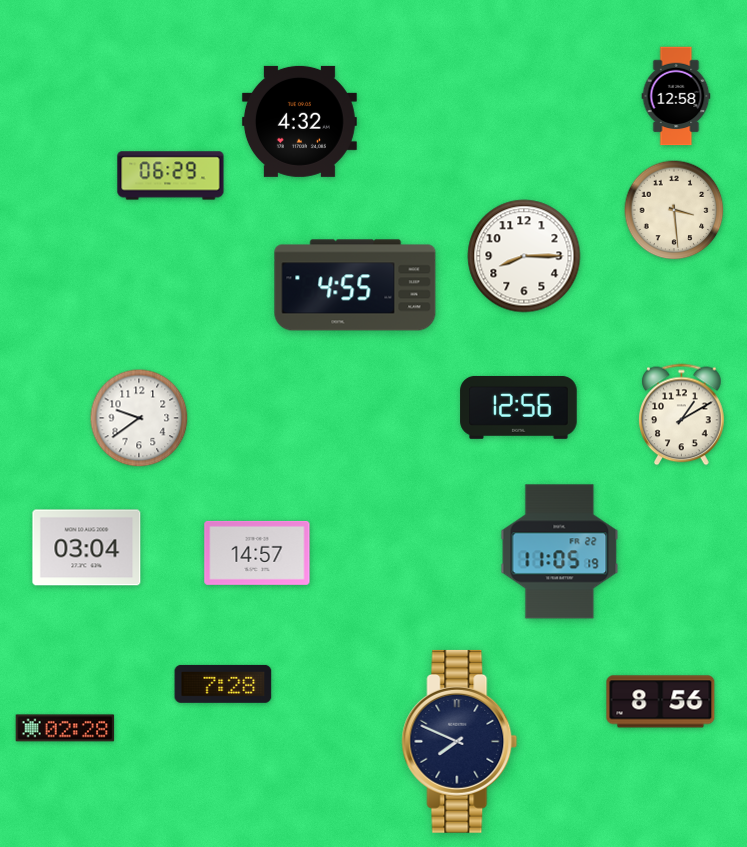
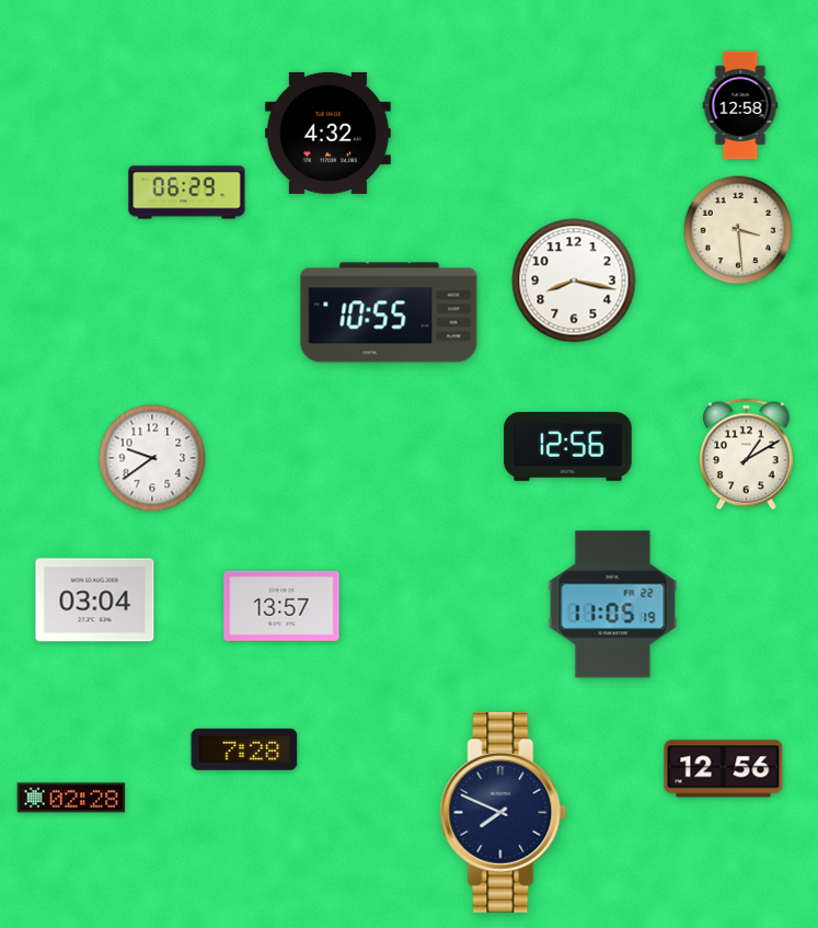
clock at (524, 256): 8:15 -> 8:17
clock at (355, 285): 4:55 -> 10:55
clock at (257, 553): 14:57 -> 13:57
clock at (661, 702): 8:56 -> 12:56
